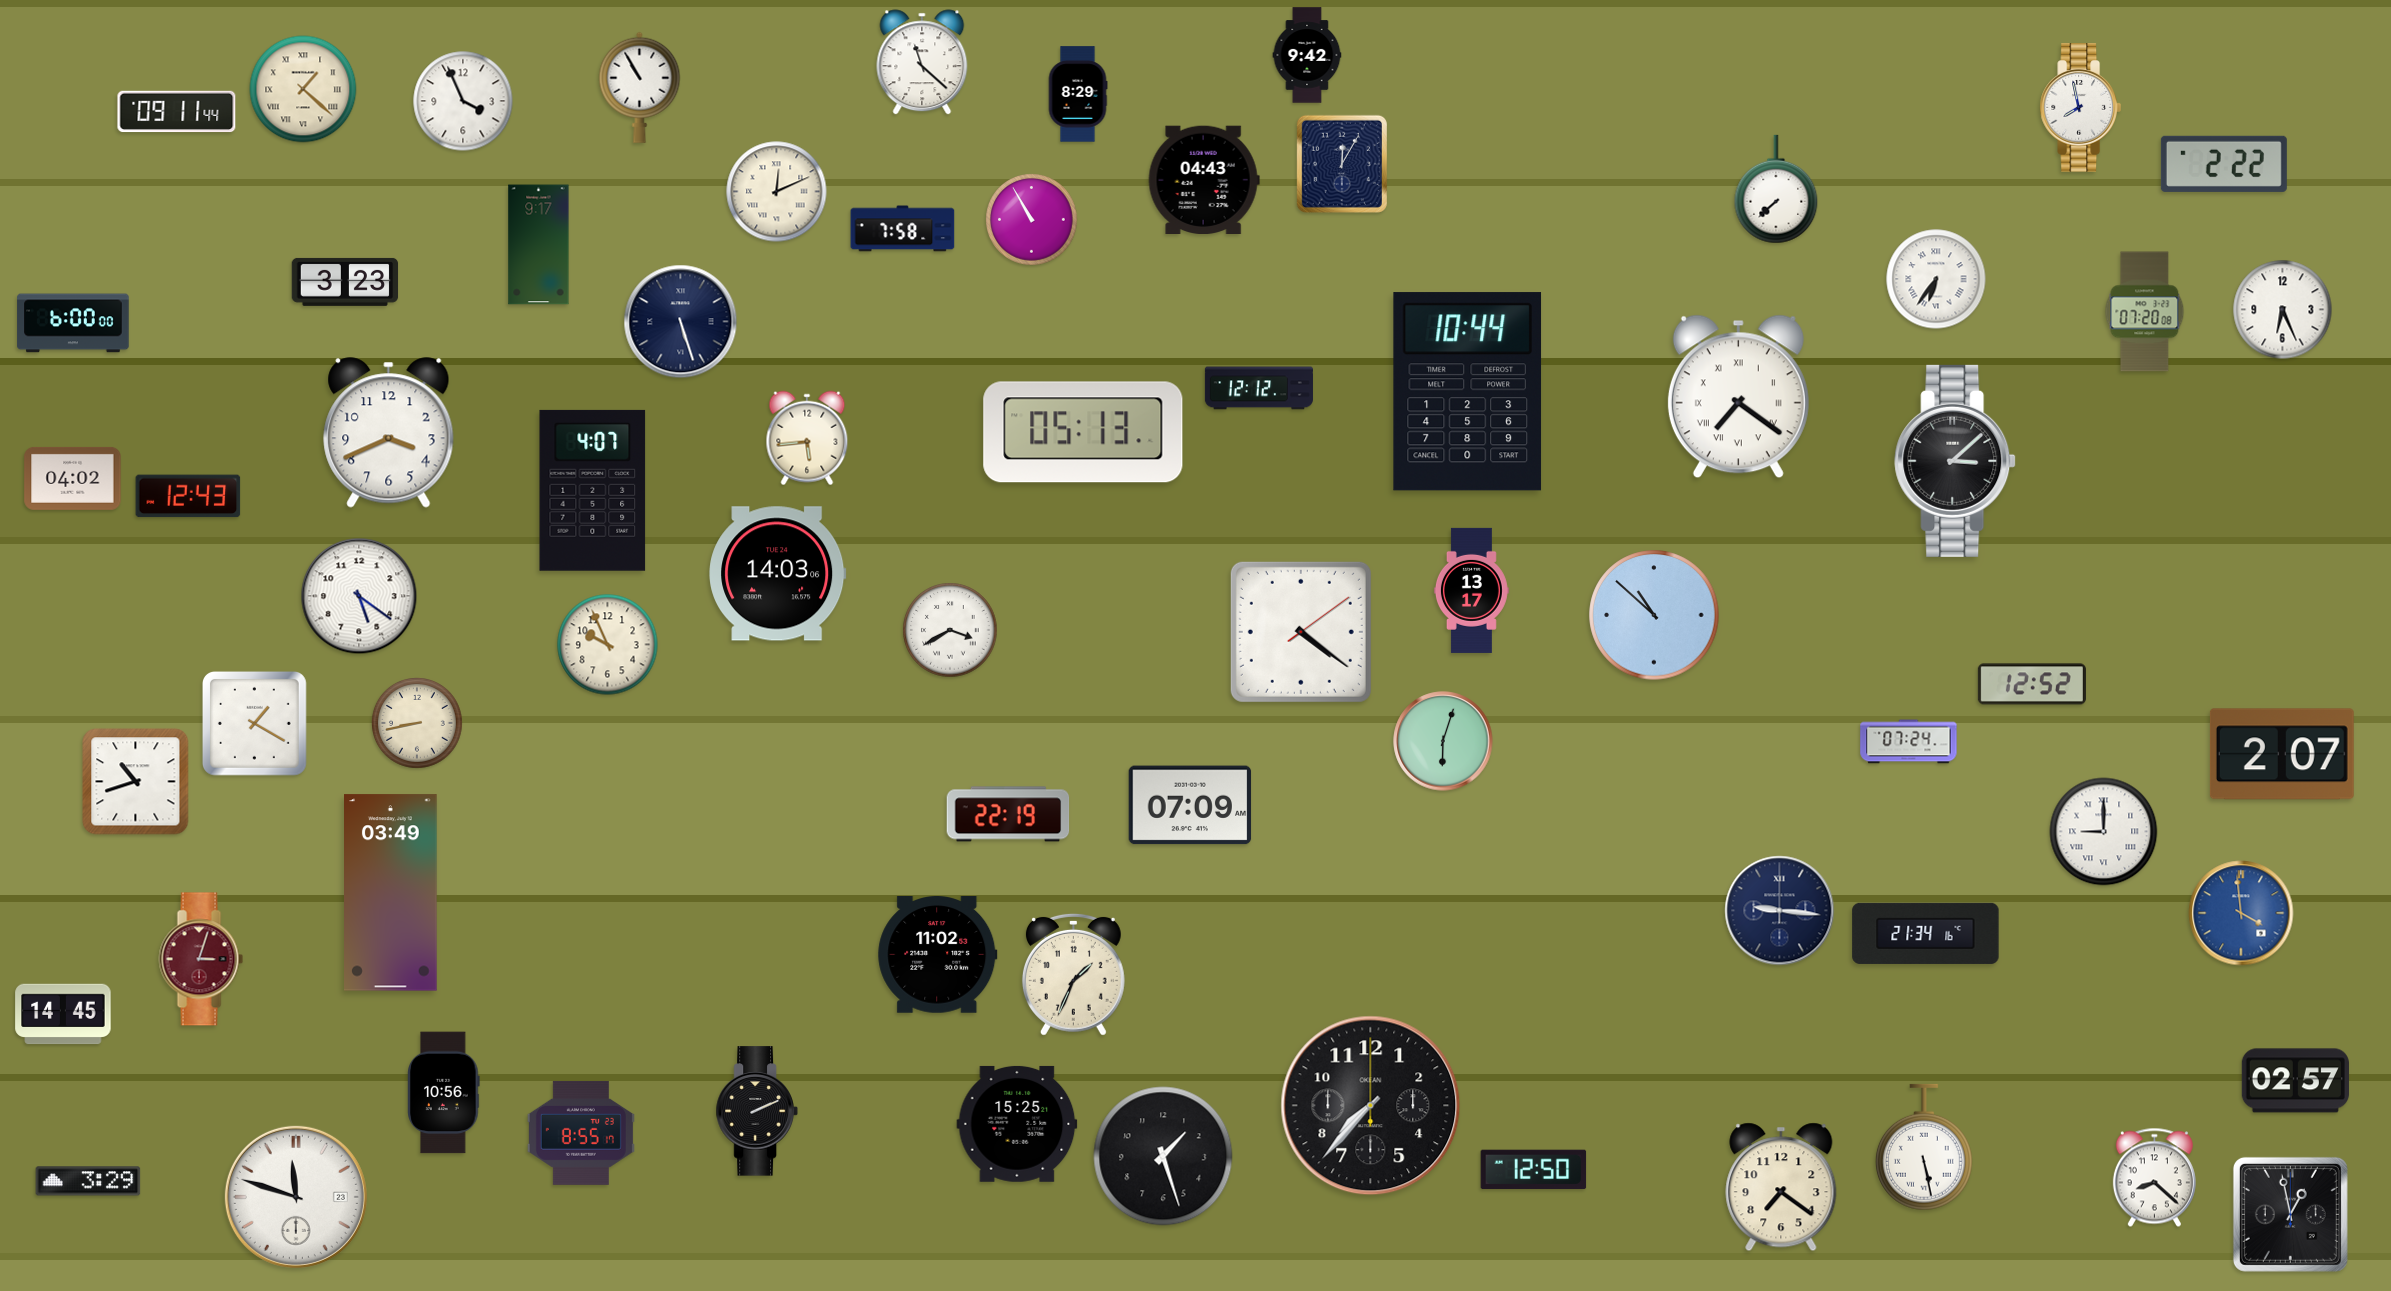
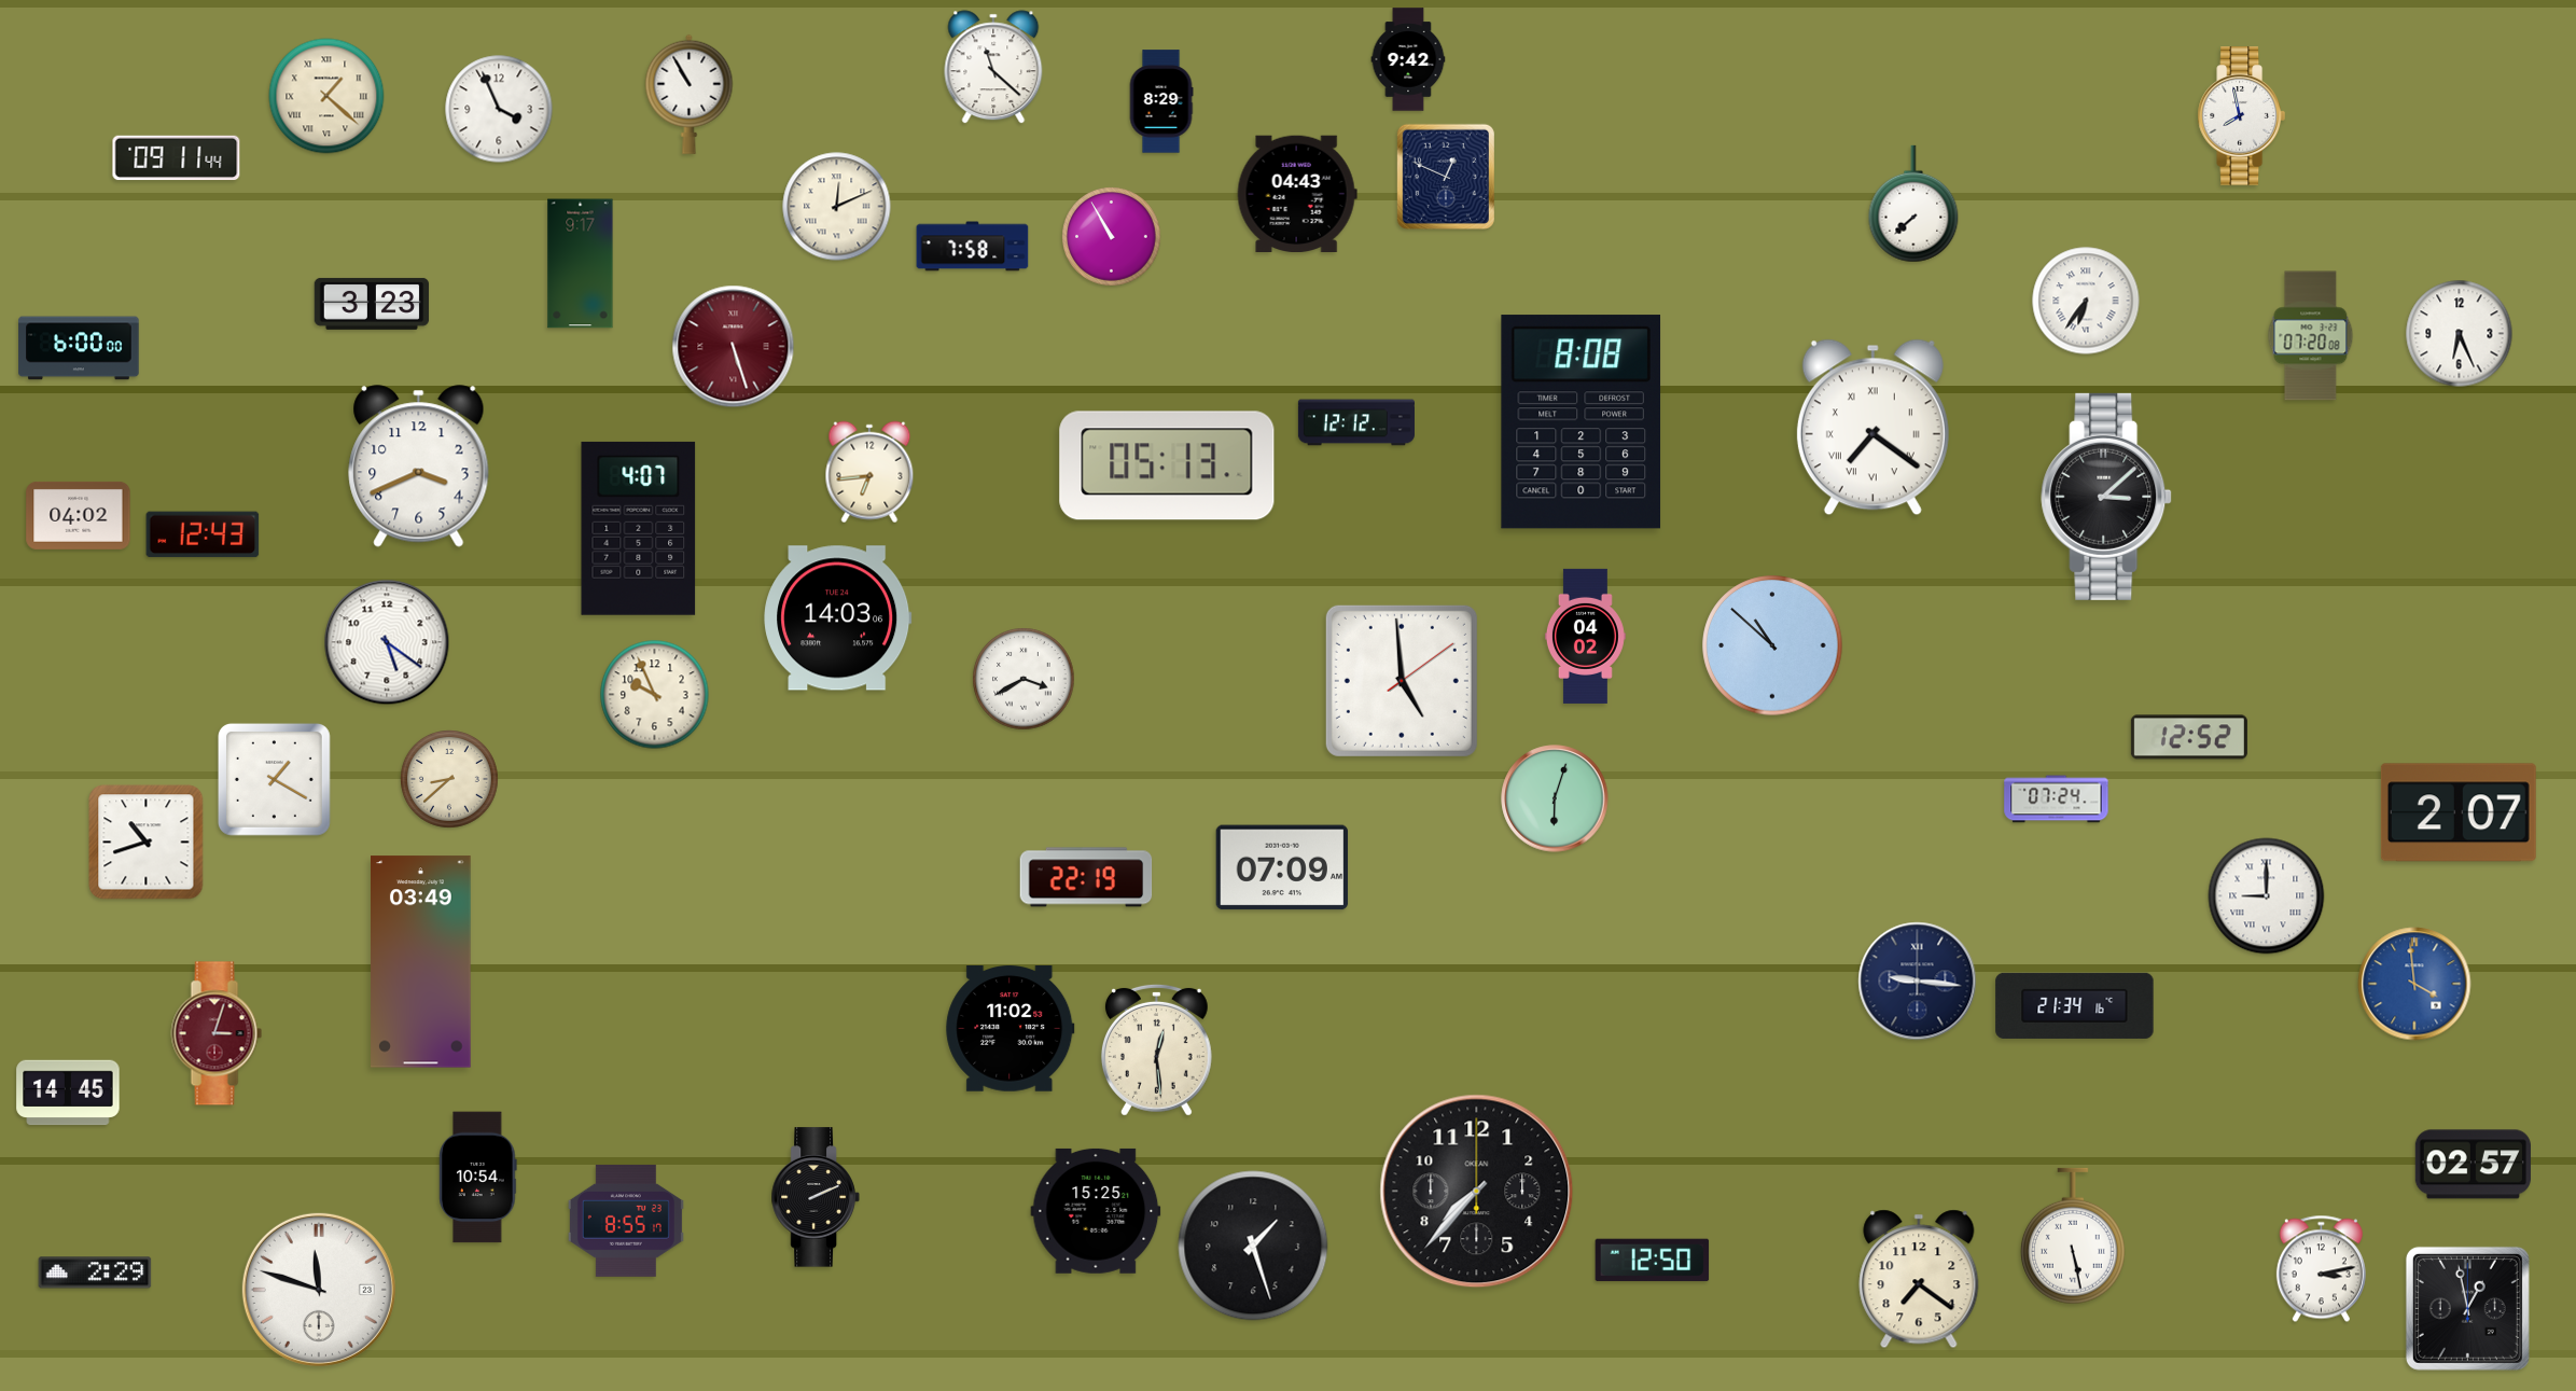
clock at (177, 112) position: (177, 112) -> (177, 158)
clock at (1342, 164): 12:05 -> 12:49
clock at (2224, 164): 2:22 -> none
clock at (681, 322) dial: navy -> burgundy
clock at (1259, 388) position: (1259, 388) -> (1356, 422)
clock at (1468, 392): 10:44 -> 8:08
clock at (807, 438): 5:44 -> 6:44
clock at (1471, 590): 13:17 -> 04:02
clock at (1654, 615) position: (1654, 615) -> (1772, 645)
clock at (1301, 632): 4:21 -> 4:59
clock at (418, 724): 8:43 -> 8:38
clock at (1073, 974): 1:34 -> 12:29
clock at (444, 1093): 10:56 -> 10:54
clock at (2154, 1178): 8:22 -> 3:13
clock at (88, 1181): 3:29 -> 2:29
